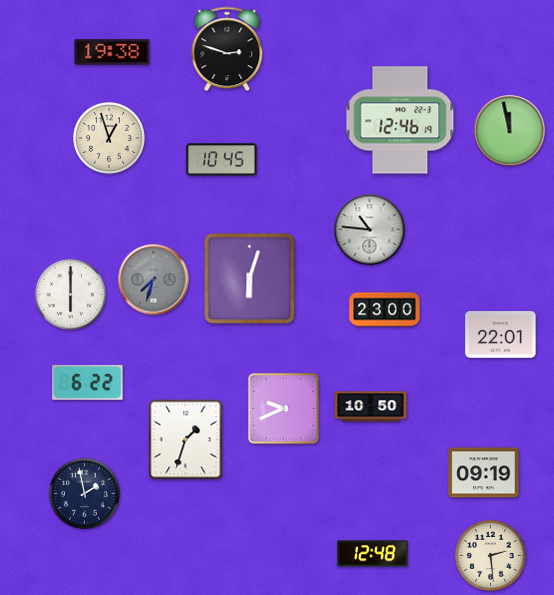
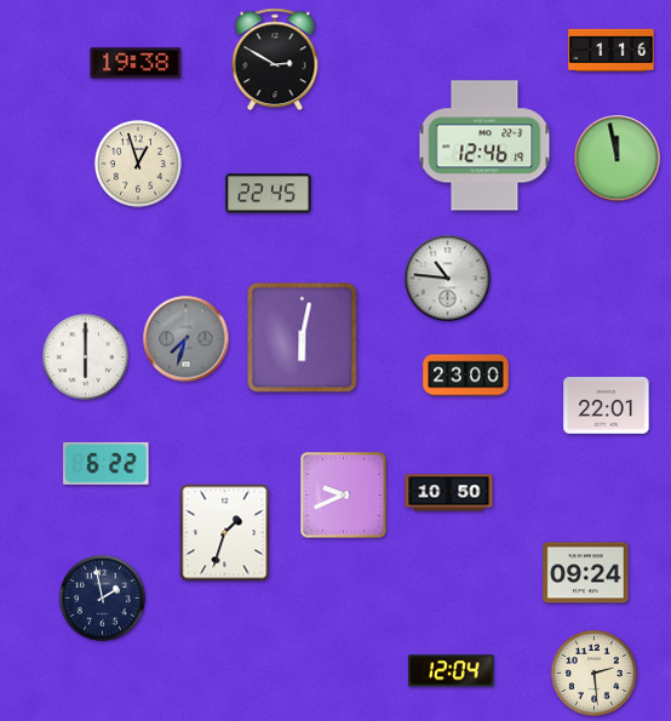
clock at (612, 50): none -> 1:16
clock at (227, 49): 2:48 -> 2:50
clock at (110, 139) position: (110, 139) -> (139, 165)
clock at (222, 160): 10:45 -> 22:45
clock at (250, 279): 6:03 -> 6:02
clock at (484, 473): 09:19 -> 09:24
clock at (373, 554): 12:48 -> 12:04
